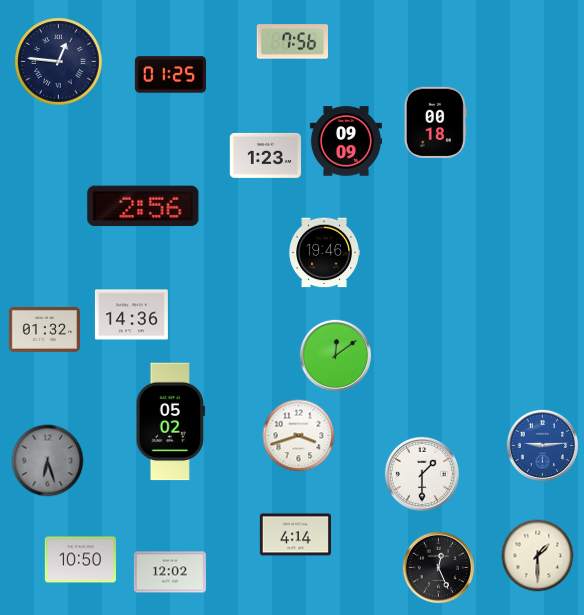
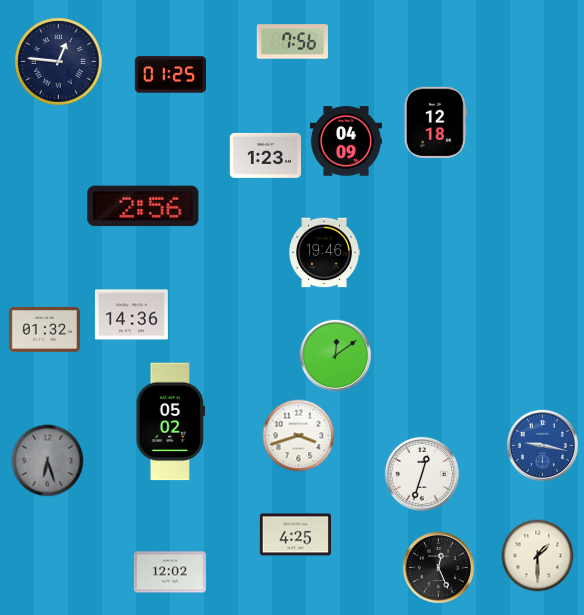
clock at (435, 122): 00:18 -> 12:18
clock at (346, 141): 09:09 -> 04:09
clock at (543, 446): 9:14 -> 9:17
clock at (422, 474): 1:30 -> 12:33
clock at (295, 535): 4:14 -> 4:25
clock at (80, 560): 10:50 -> none
